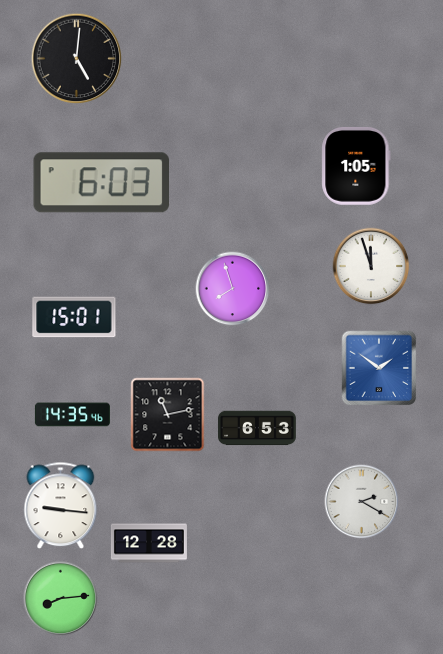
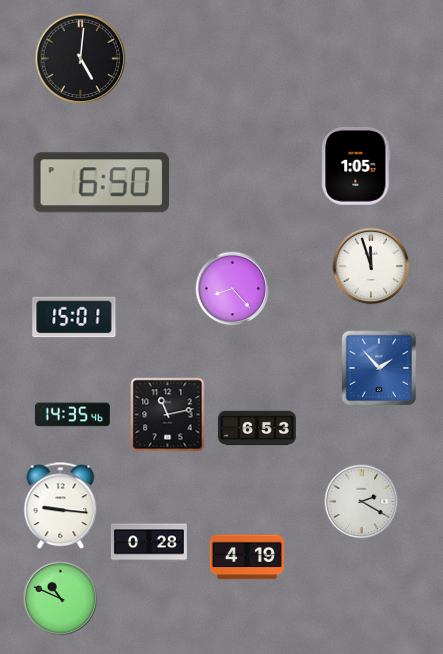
clock at (77, 59) position: (77, 59) -> (81, 59)
clock at (102, 183): 6:03 -> 6:50
clock at (233, 289): 7:57 -> 8:23
clock at (379, 368): 1:51 -> 1:53
clock at (149, 543): 12:28 -> 0:28
clock at (246, 557): none -> 4:19
clock at (61, 599): 8:14 -> 10:49
